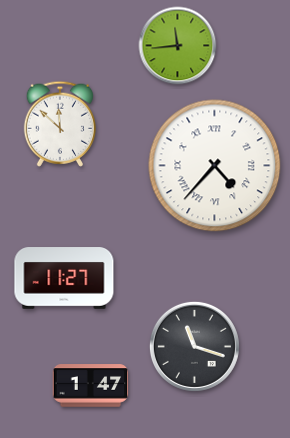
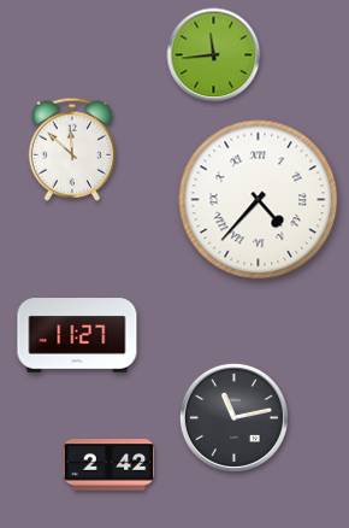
clock at (194, 346): 11:18 -> 11:13
clock at (91, 386): 1:47 -> 2:42
